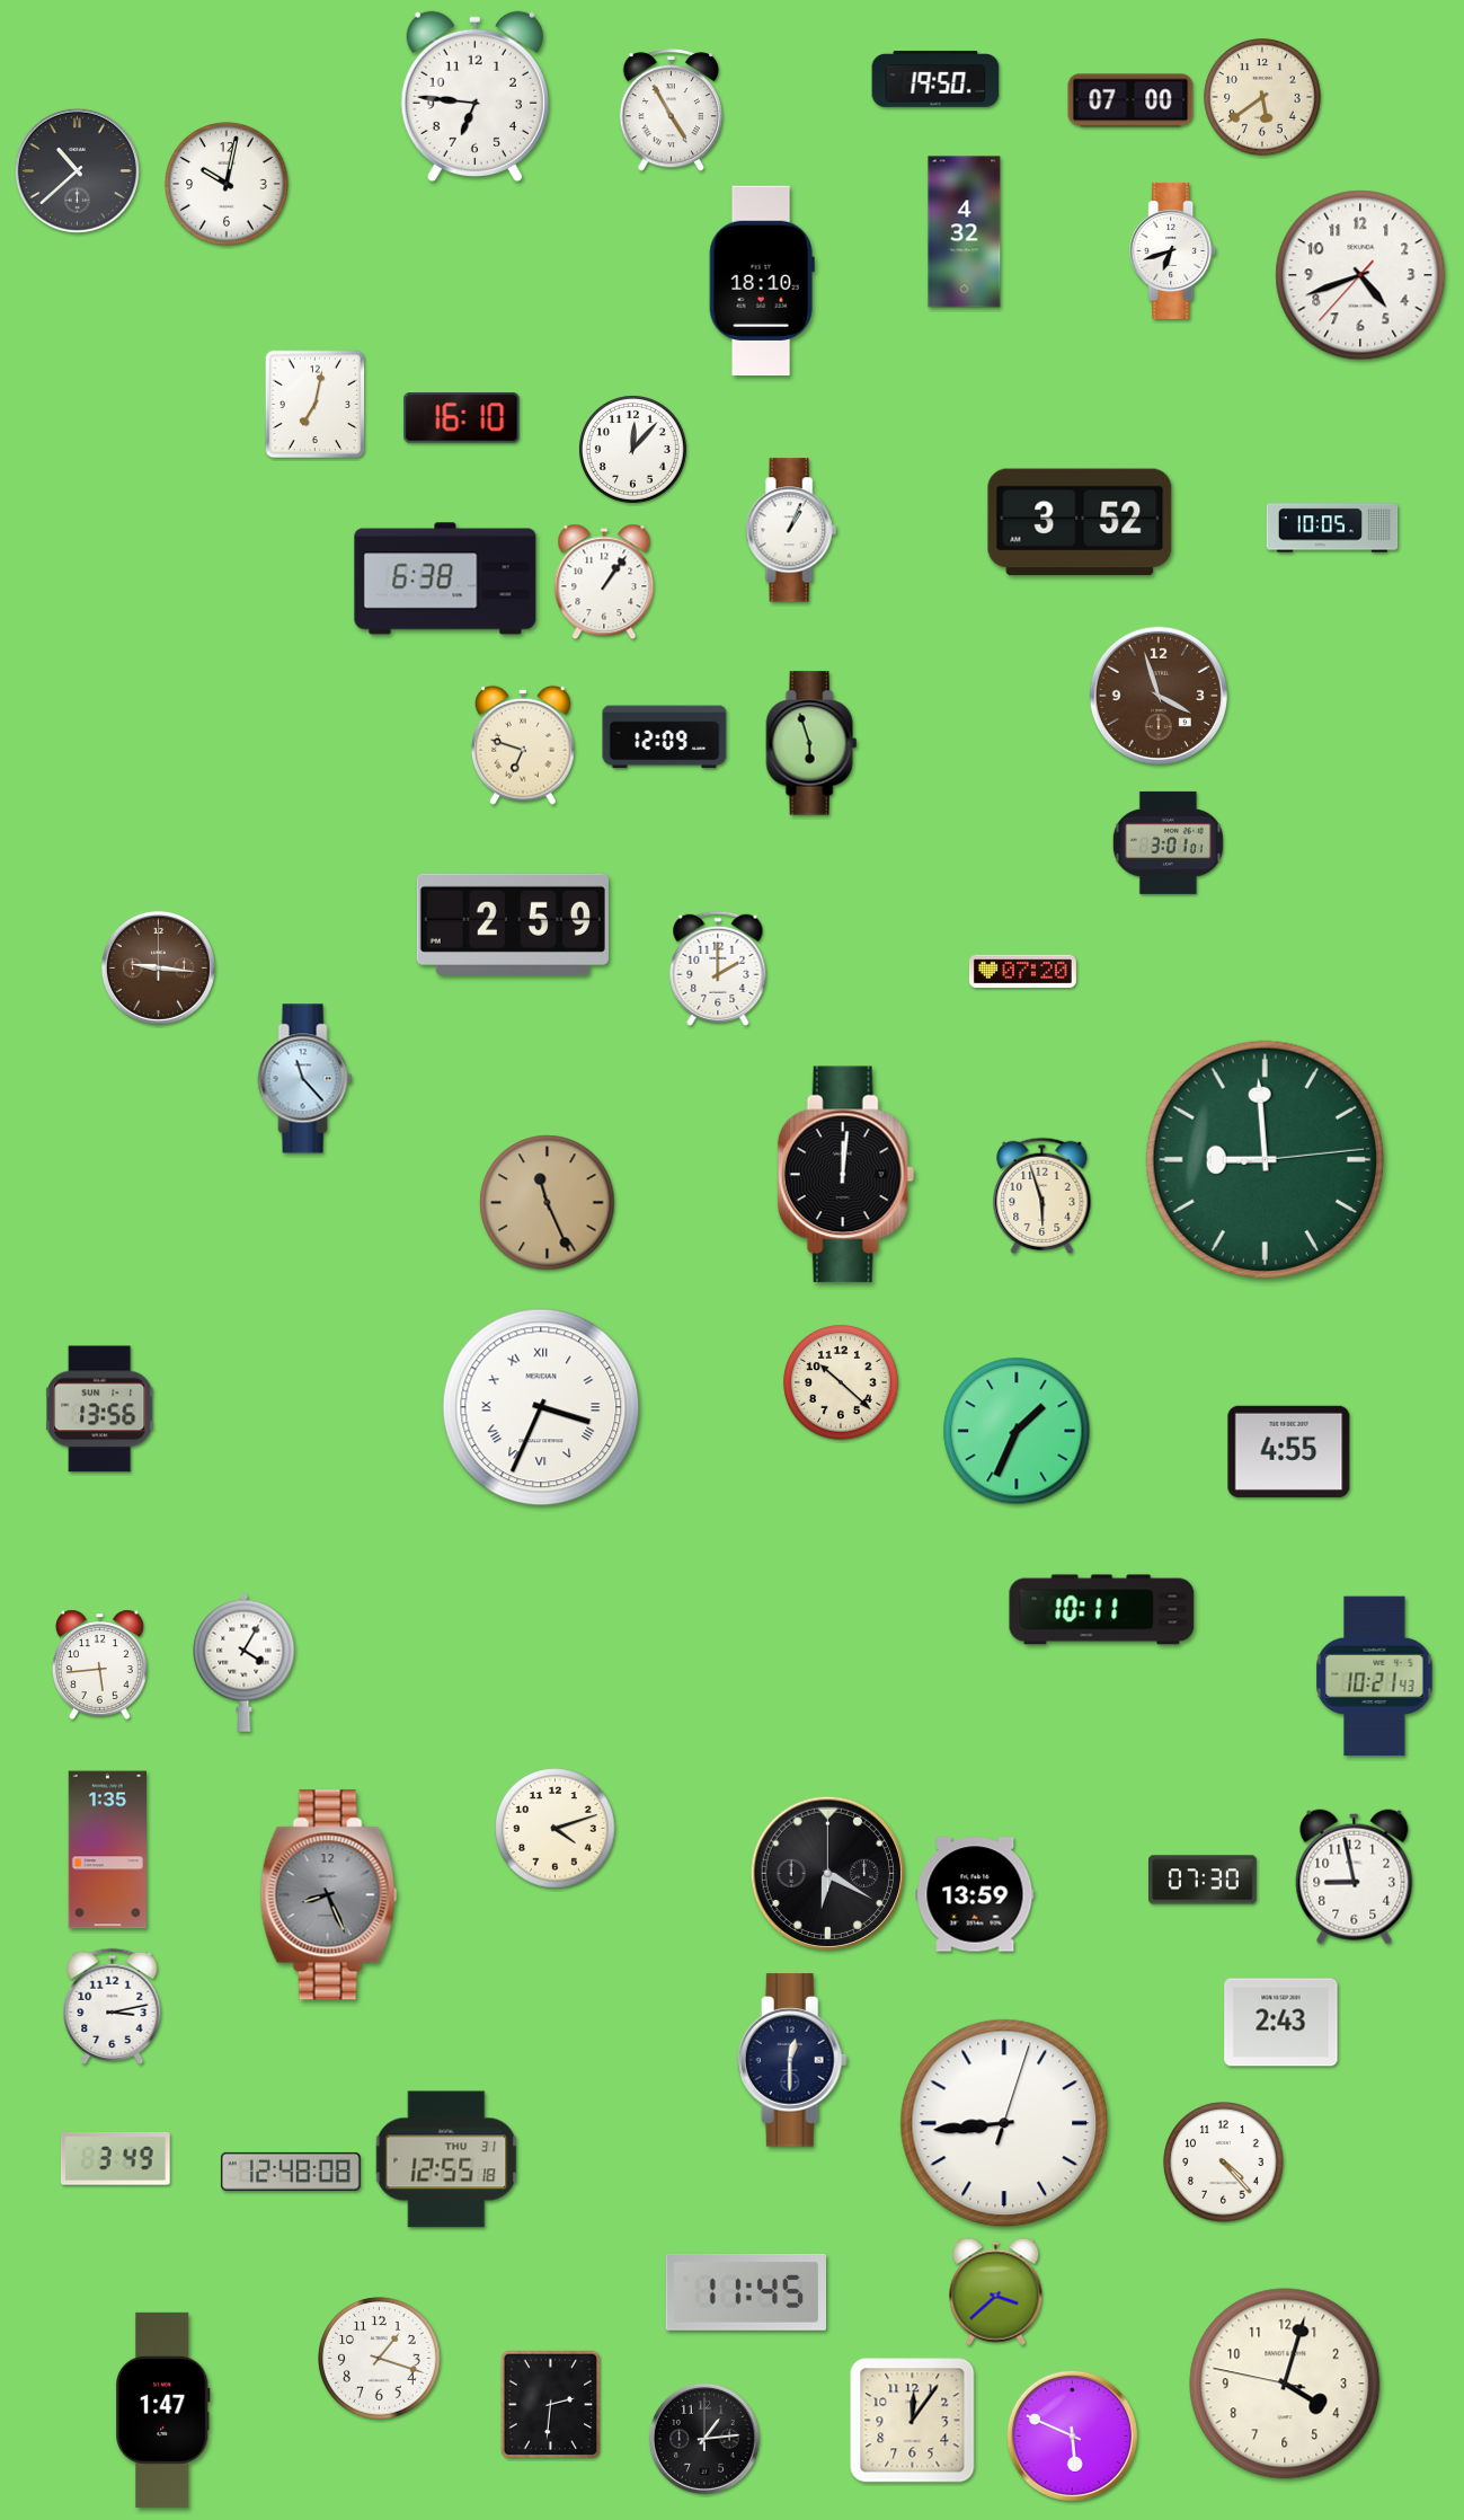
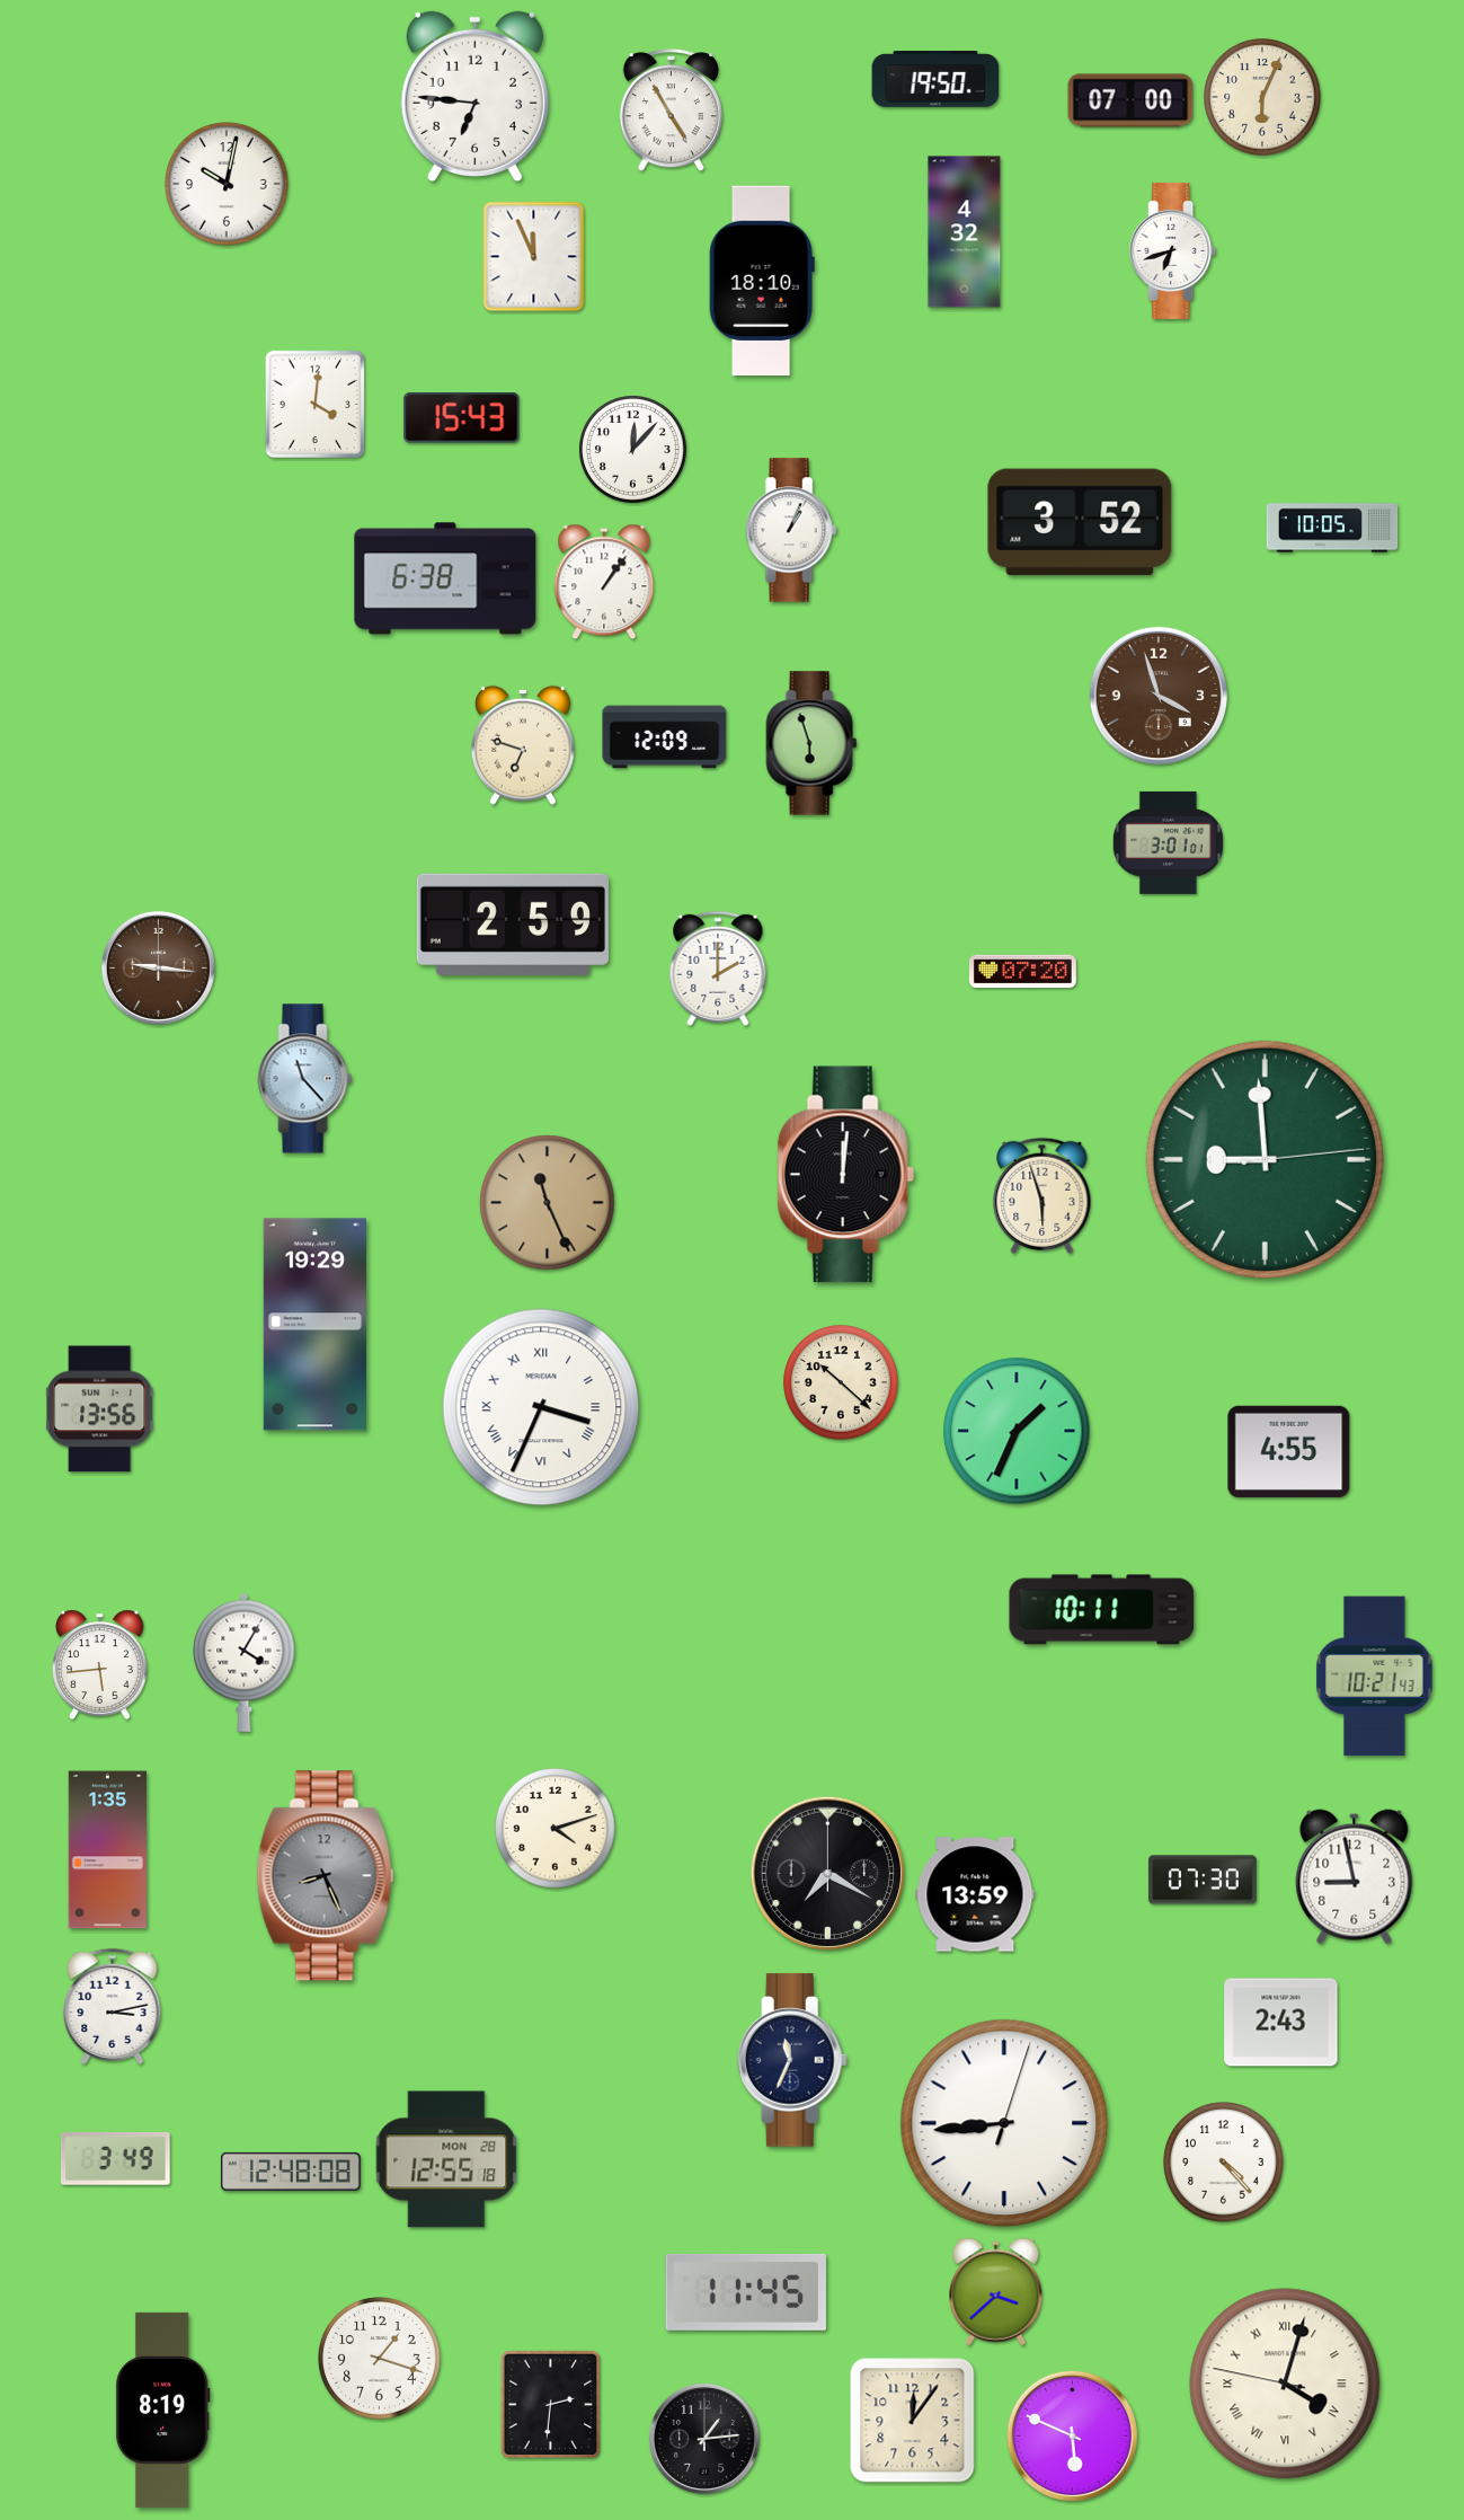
clock at (1262, 97): 5:39 -> 6:04
clock at (77, 170): 10:38 -> none
clock at (534, 257): none -> 11:56
clock at (1360, 275): 4:41 -> none
clock at (316, 405): 7:02 -> 4:01
clock at (462, 418): 16:10 -> 15:43
clock at (314, 1325): none -> 19:29
clock at (828, 1874): 6:20 -> 7:20
clock at (329, 1895) position: (329, 1895) -> (326, 1876)
clock at (792, 2060): 12:30 -> 11:34
clock at (446, 2159) date: THU 31 -> MON 28
clock at (1285, 2384) numerals: Arabic -> Roman
clock at (163, 2410): 1:47 -> 8:19
